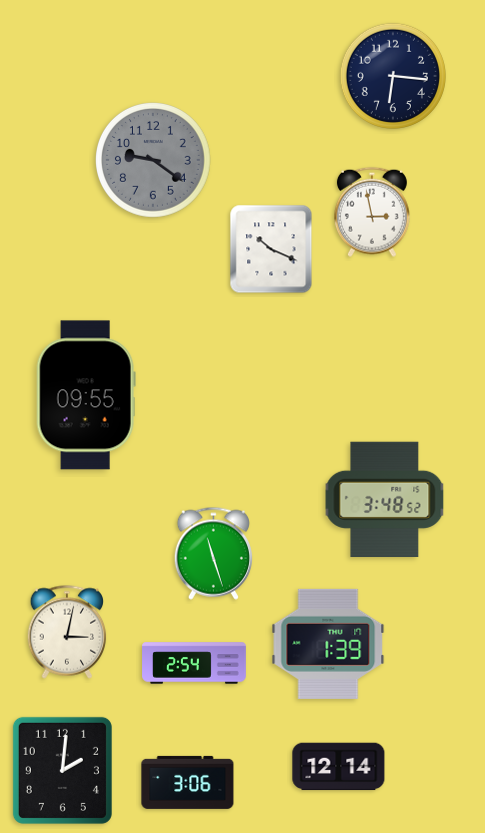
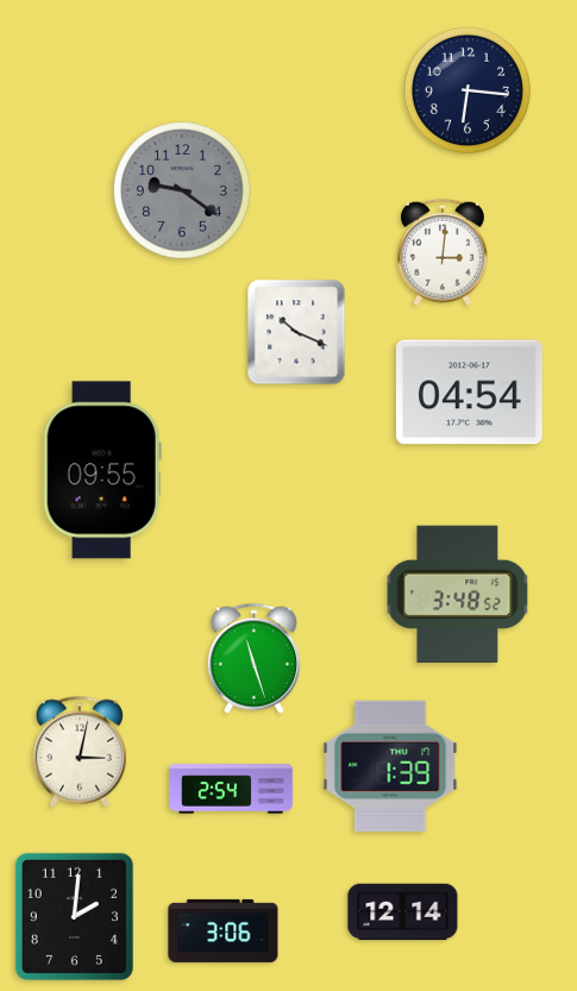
clock at (372, 212): 2:58 -> 3:01
clock at (271, 249) position: (271, 249) -> (296, 332)
clock at (469, 393): none -> 04:54
